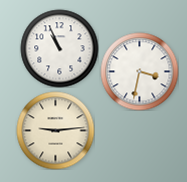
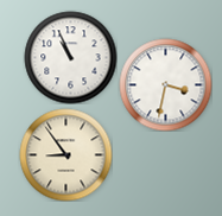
clock at (55, 130): 9:14 -> 8:54
